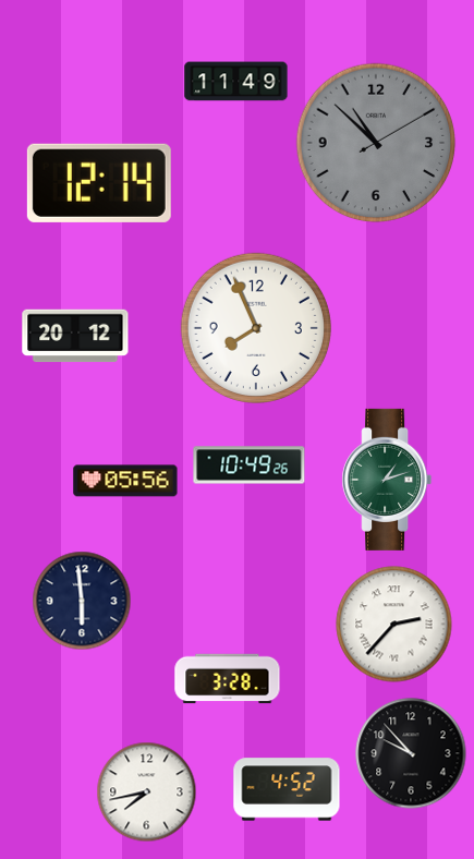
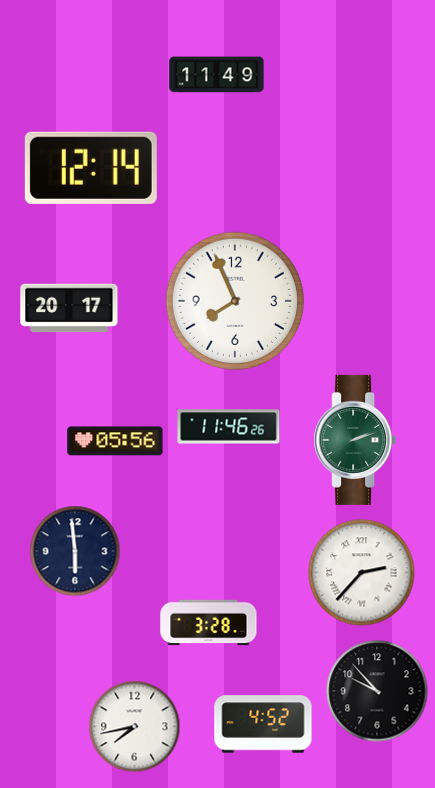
clock at (376, 143): 10:52 -> none
clock at (75, 336): 20:12 -> 20:17
clock at (250, 465): 10:49 -> 11:46
clock at (387, 480): 1:12 -> 2:12
